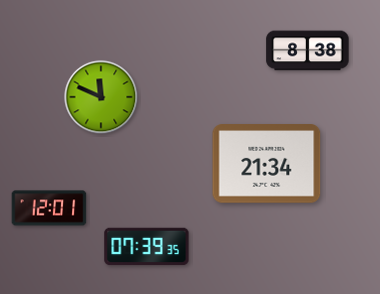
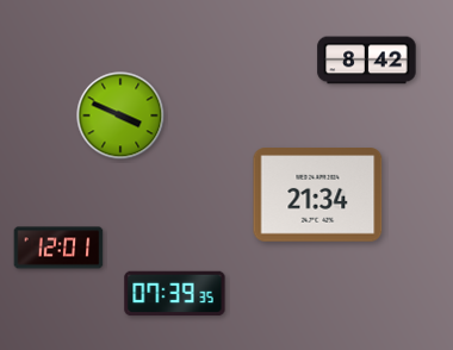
clock at (308, 51): 8:38 -> 8:42
clock at (101, 97): 11:49 -> 3:49
